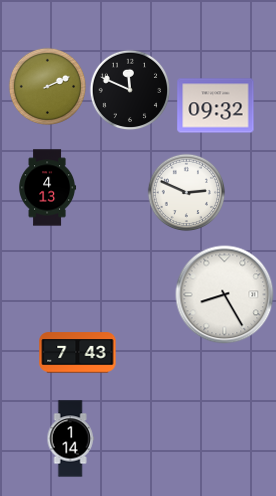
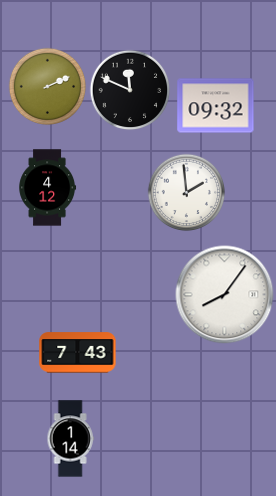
clock at (48, 188): 4:13 -> 4:12
clock at (186, 192): 2:49 -> 1:59
clock at (225, 295): 8:25 -> 8:06
